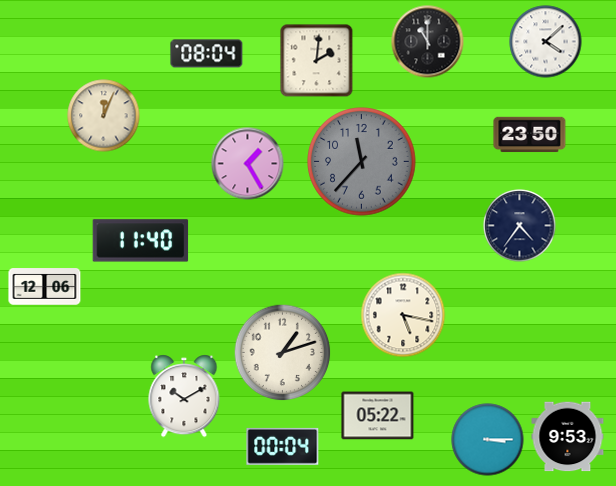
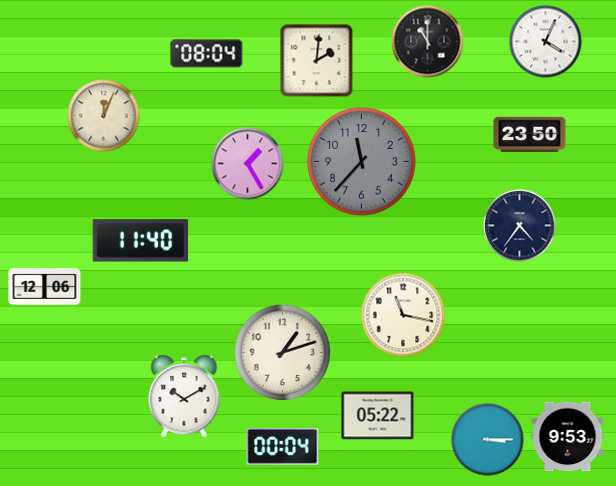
clock at (546, 42): 4:08 -> 4:04
clock at (403, 315): 5:17 -> 11:17
